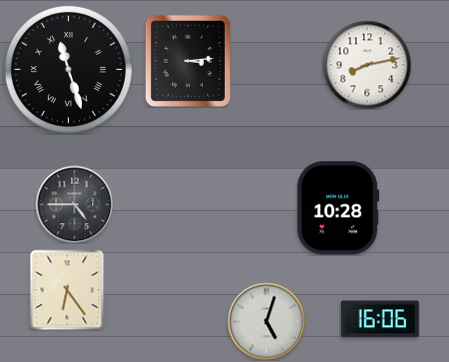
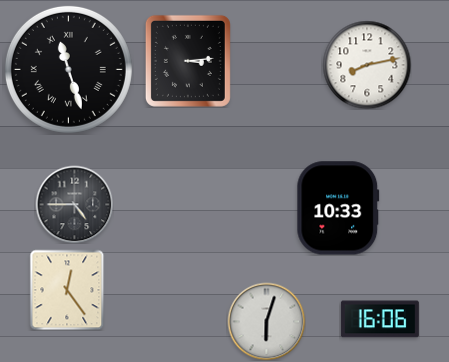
clock at (338, 208): 10:28 -> 10:33
clock at (67, 290): 6:24 -> 12:24
clock at (266, 321): 5:03 -> 6:03
